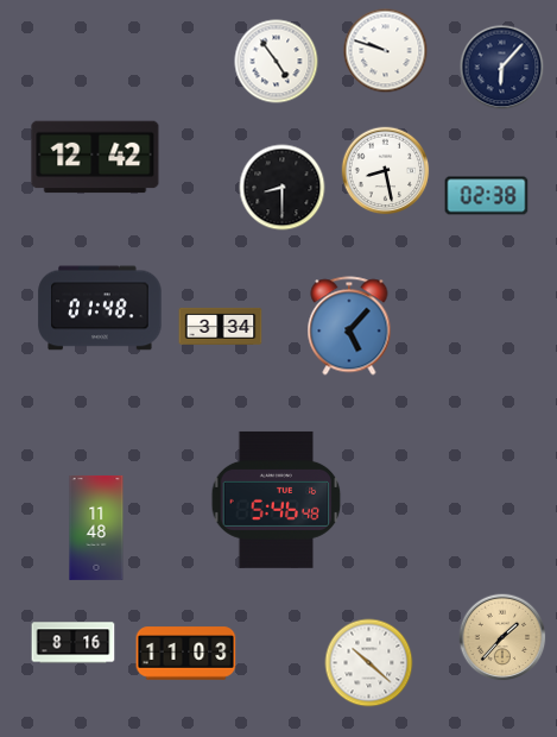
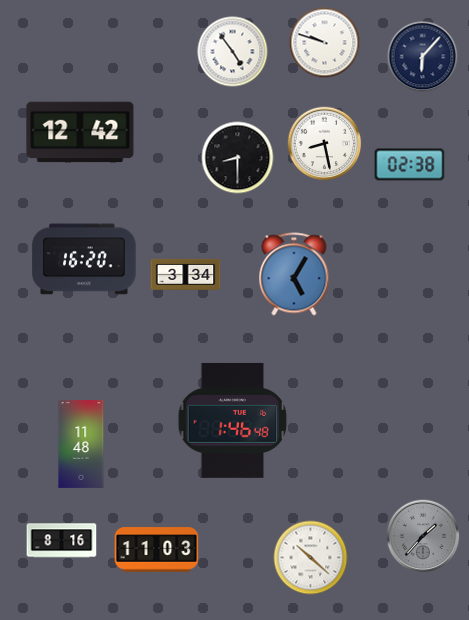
clock at (100, 308): 01:48 -> 16:20
clock at (349, 326): 5:07 -> 5:05
clock at (277, 499): 5:46 -> 1:46
clock at (502, 637) dial: champagne -> grey
